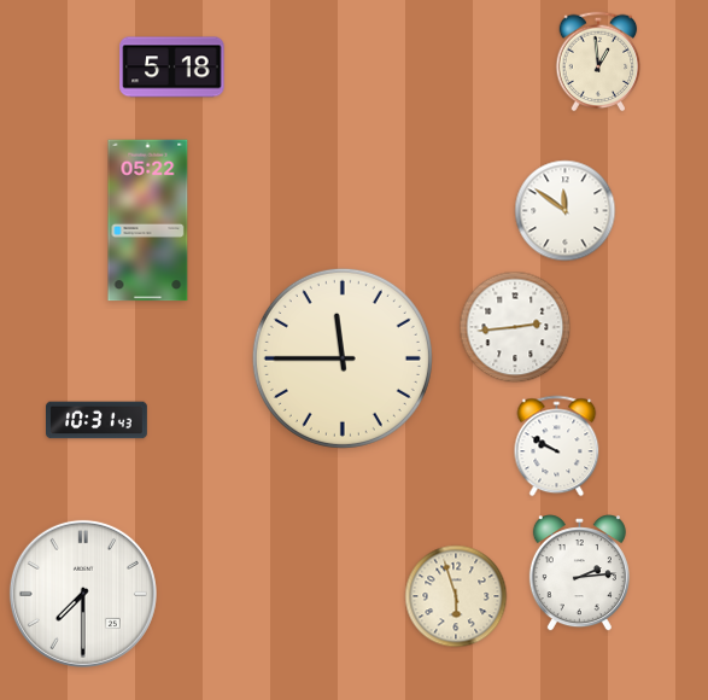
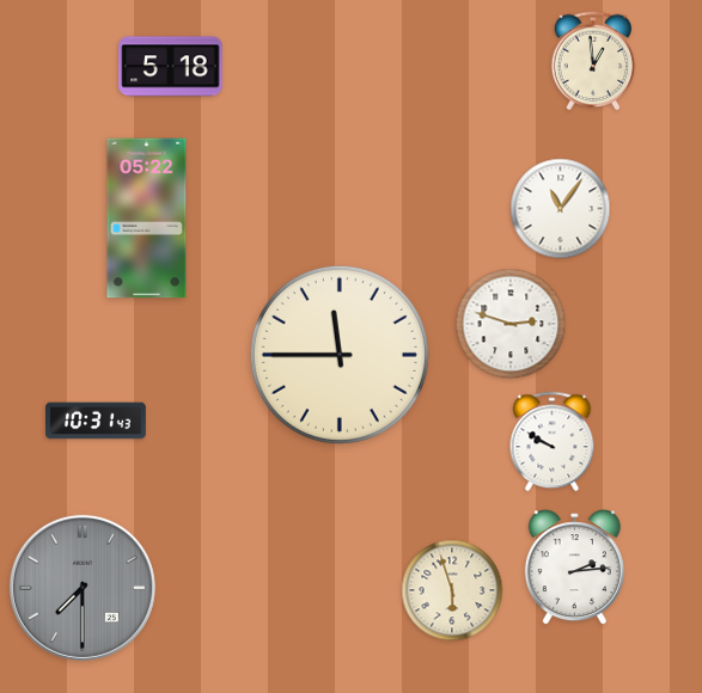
clock at (566, 211): 11:51 -> 11:06
clock at (515, 327): 2:44 -> 2:48
clock at (98, 420) position: (98, 420) -> (97, 421)
clock at (83, 594) dial: white -> grey
